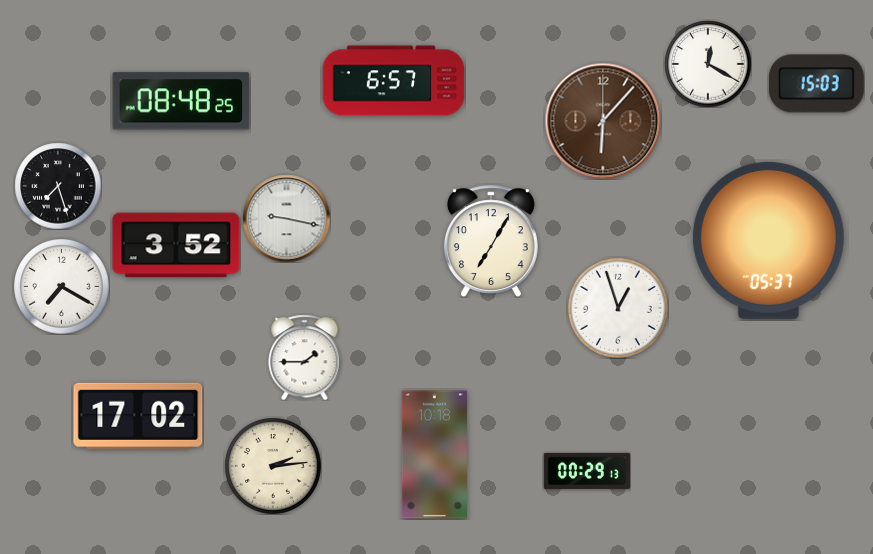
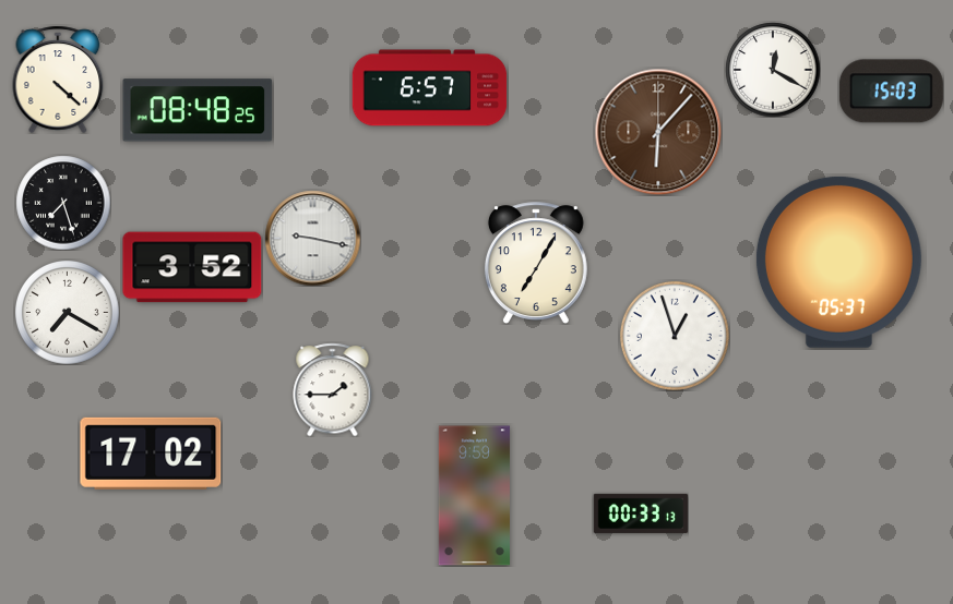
clock at (58, 80): none -> 4:22
clock at (434, 455): 10:18 -> 9:59
clock at (273, 466): 2:14 -> none
clock at (587, 471): 00:29 -> 00:33
